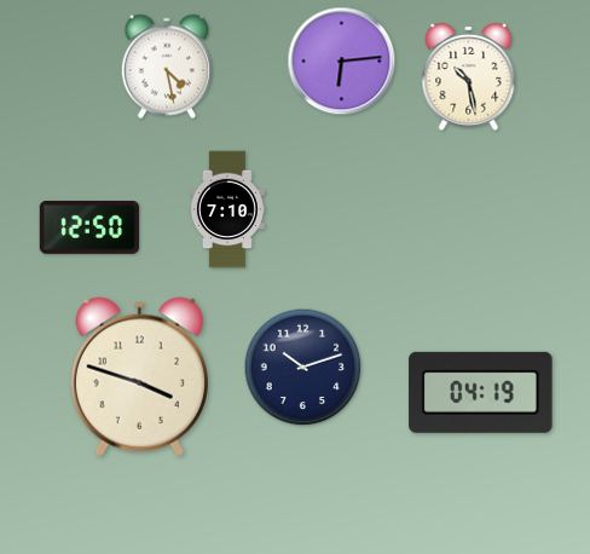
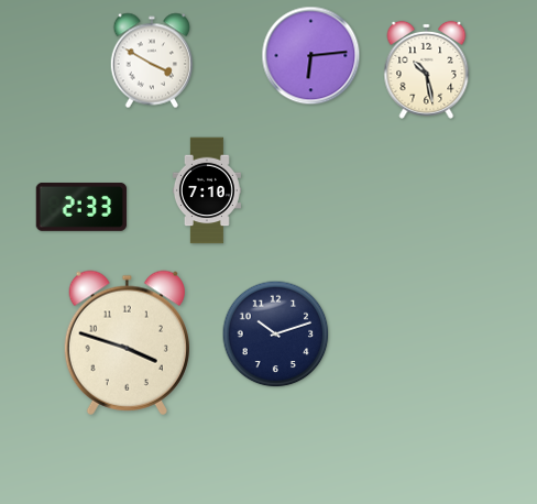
clock at (166, 67): 4:28 -> 3:50
clock at (89, 227): 12:50 -> 2:33
clock at (481, 392): 04:19 -> none
